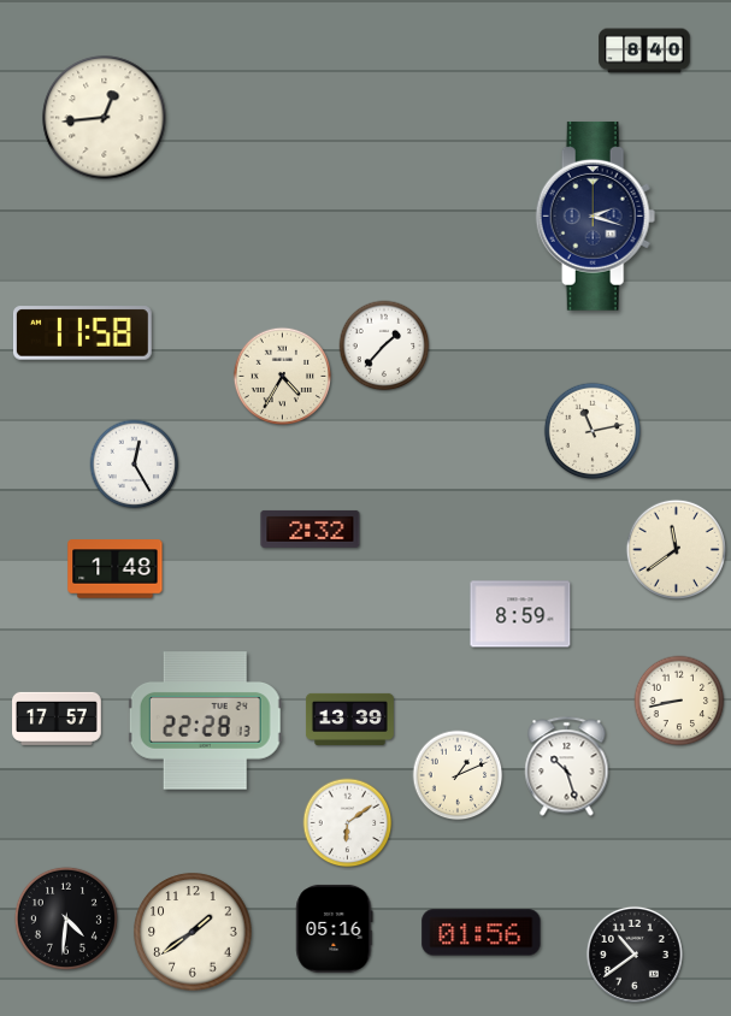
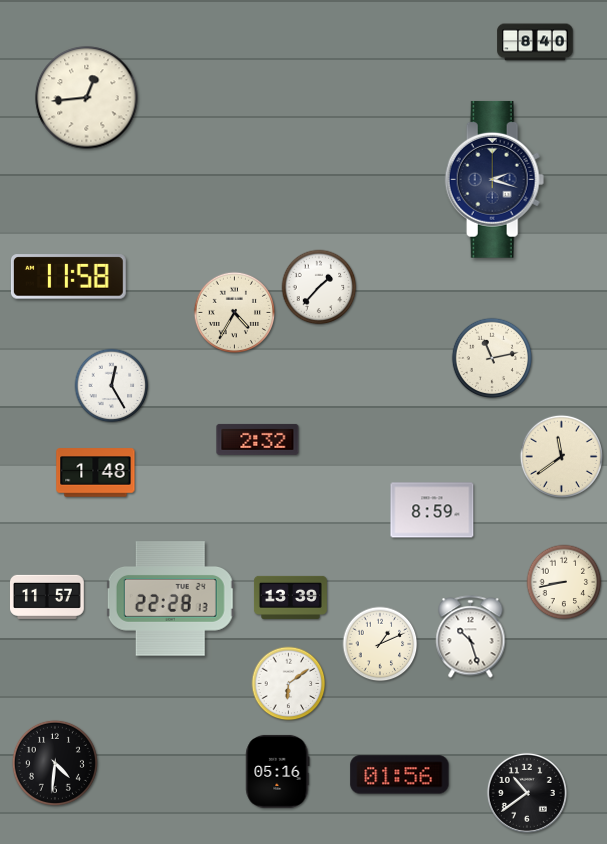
clock at (58, 719): 17:57 -> 11:57
clock at (193, 932): 1:39 -> none
